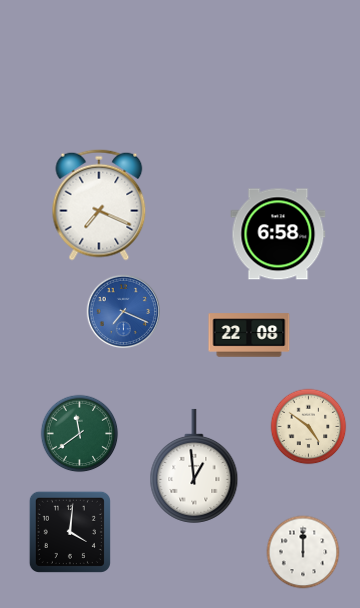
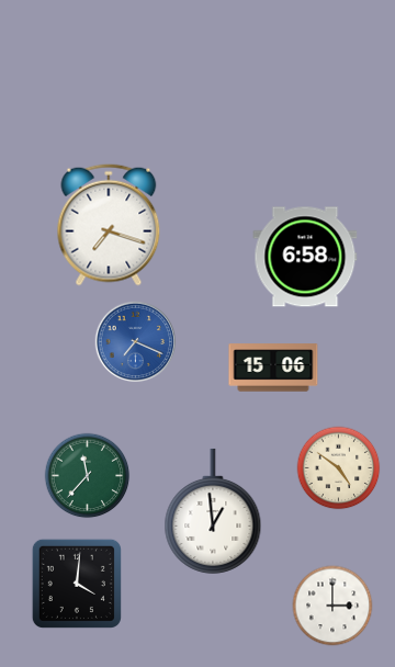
clock at (99, 205): 7:19 -> 7:18
clock at (249, 335): 22:08 -> 15:06
clock at (80, 434): 11:39 -> 11:37
clock at (303, 552): 12:00 -> 3:00
